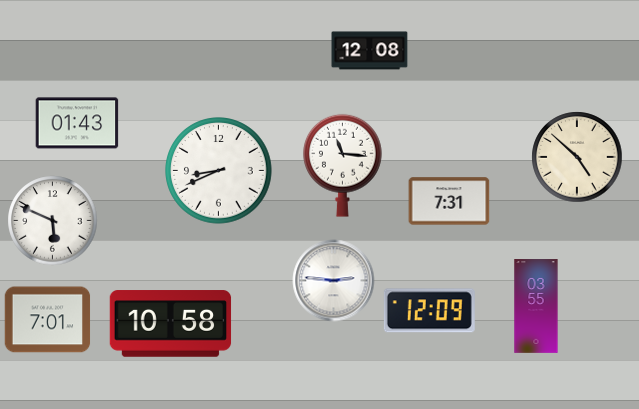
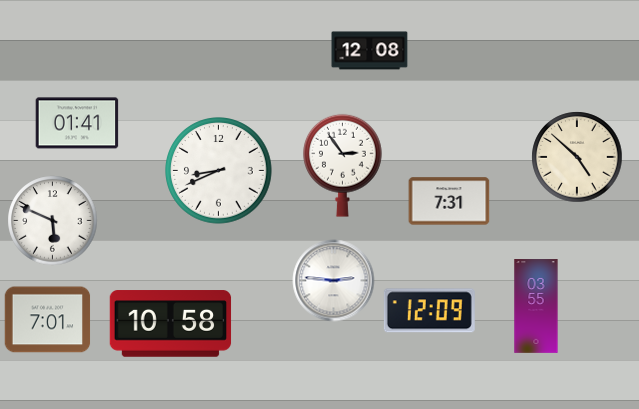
clock at (77, 123): 01:43 -> 01:41
clock at (343, 165): 11:16 -> 2:54
